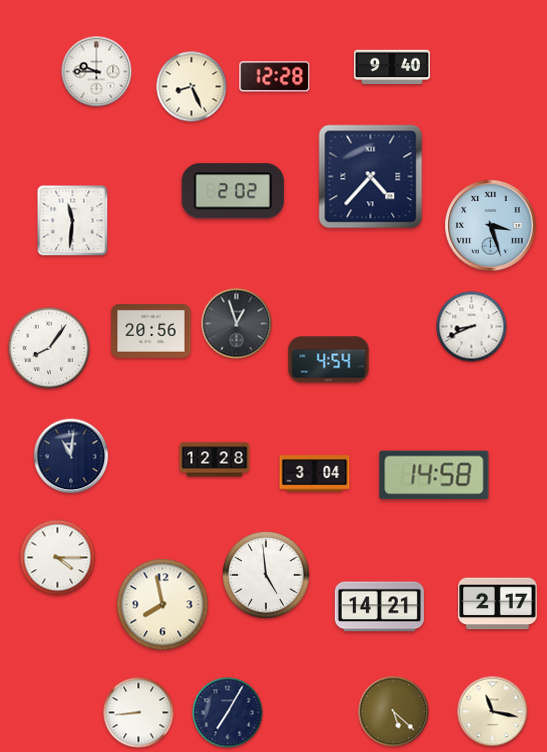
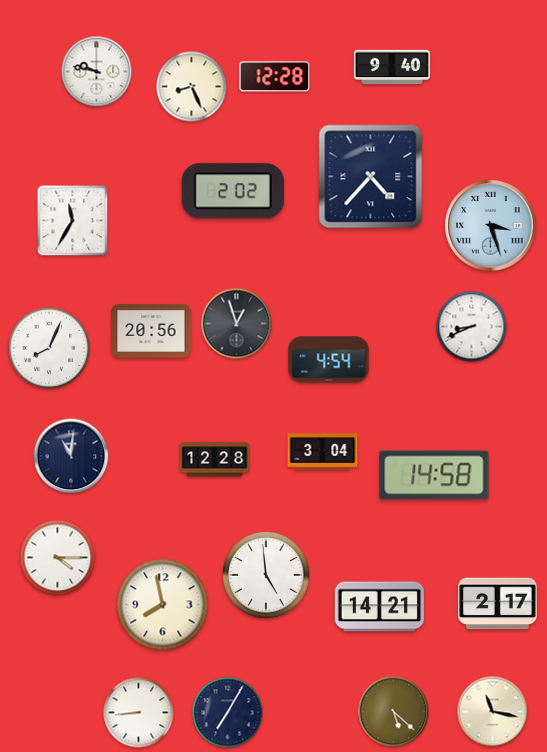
clock at (97, 72): 9:45 -> 9:47
clock at (73, 221): 11:31 -> 11:35
clock at (49, 348): 8:06 -> 8:04
clock at (315, 474) position: (315, 474) -> (323, 452)
